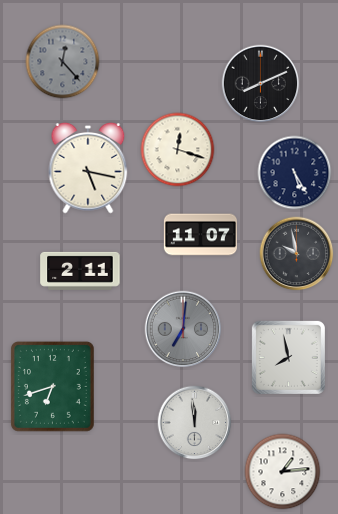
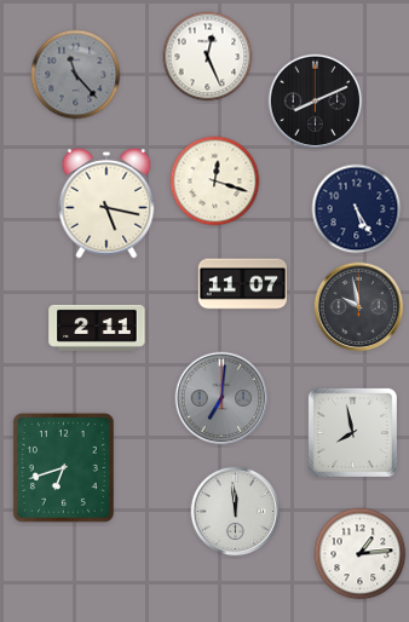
clock at (208, 57): none -> 12:26
clock at (63, 62): 12:23 -> 11:23
clock at (288, 357) position: (288, 357) -> (352, 432)
clock at (283, 472) position: (283, 472) -> (361, 554)
